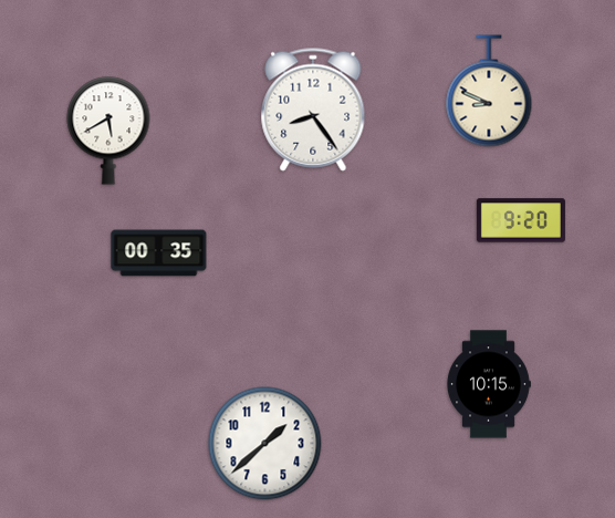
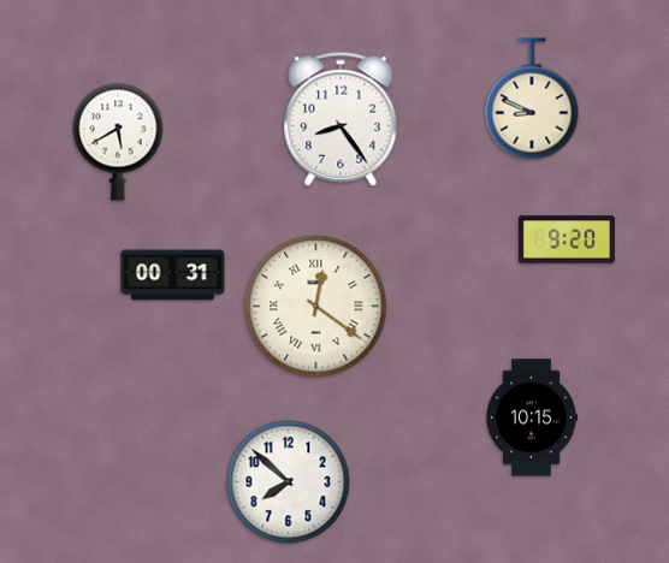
clock at (159, 253): 00:35 -> 00:31
clock at (316, 307): none -> 12:21
clock at (265, 444): 1:38 -> 7:52
